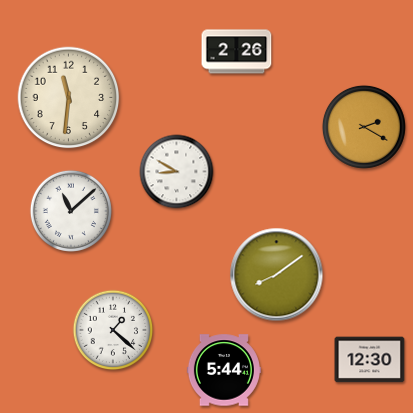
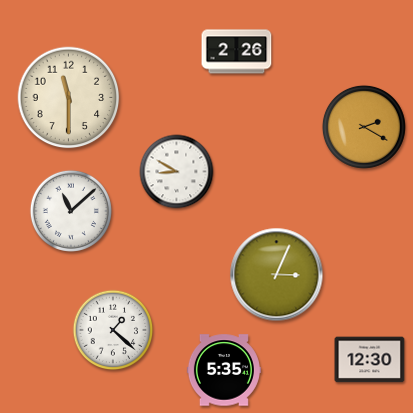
clock at (69, 98): 11:31 -> 11:30
clock at (277, 275): 8:09 -> 3:04
clock at (224, 370): 5:44 -> 5:35
